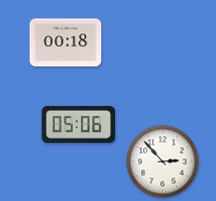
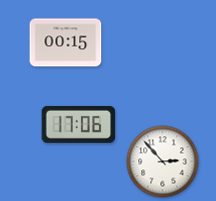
clock at (66, 43): 00:18 -> 00:15
clock at (79, 124): 05:06 -> 17:06
